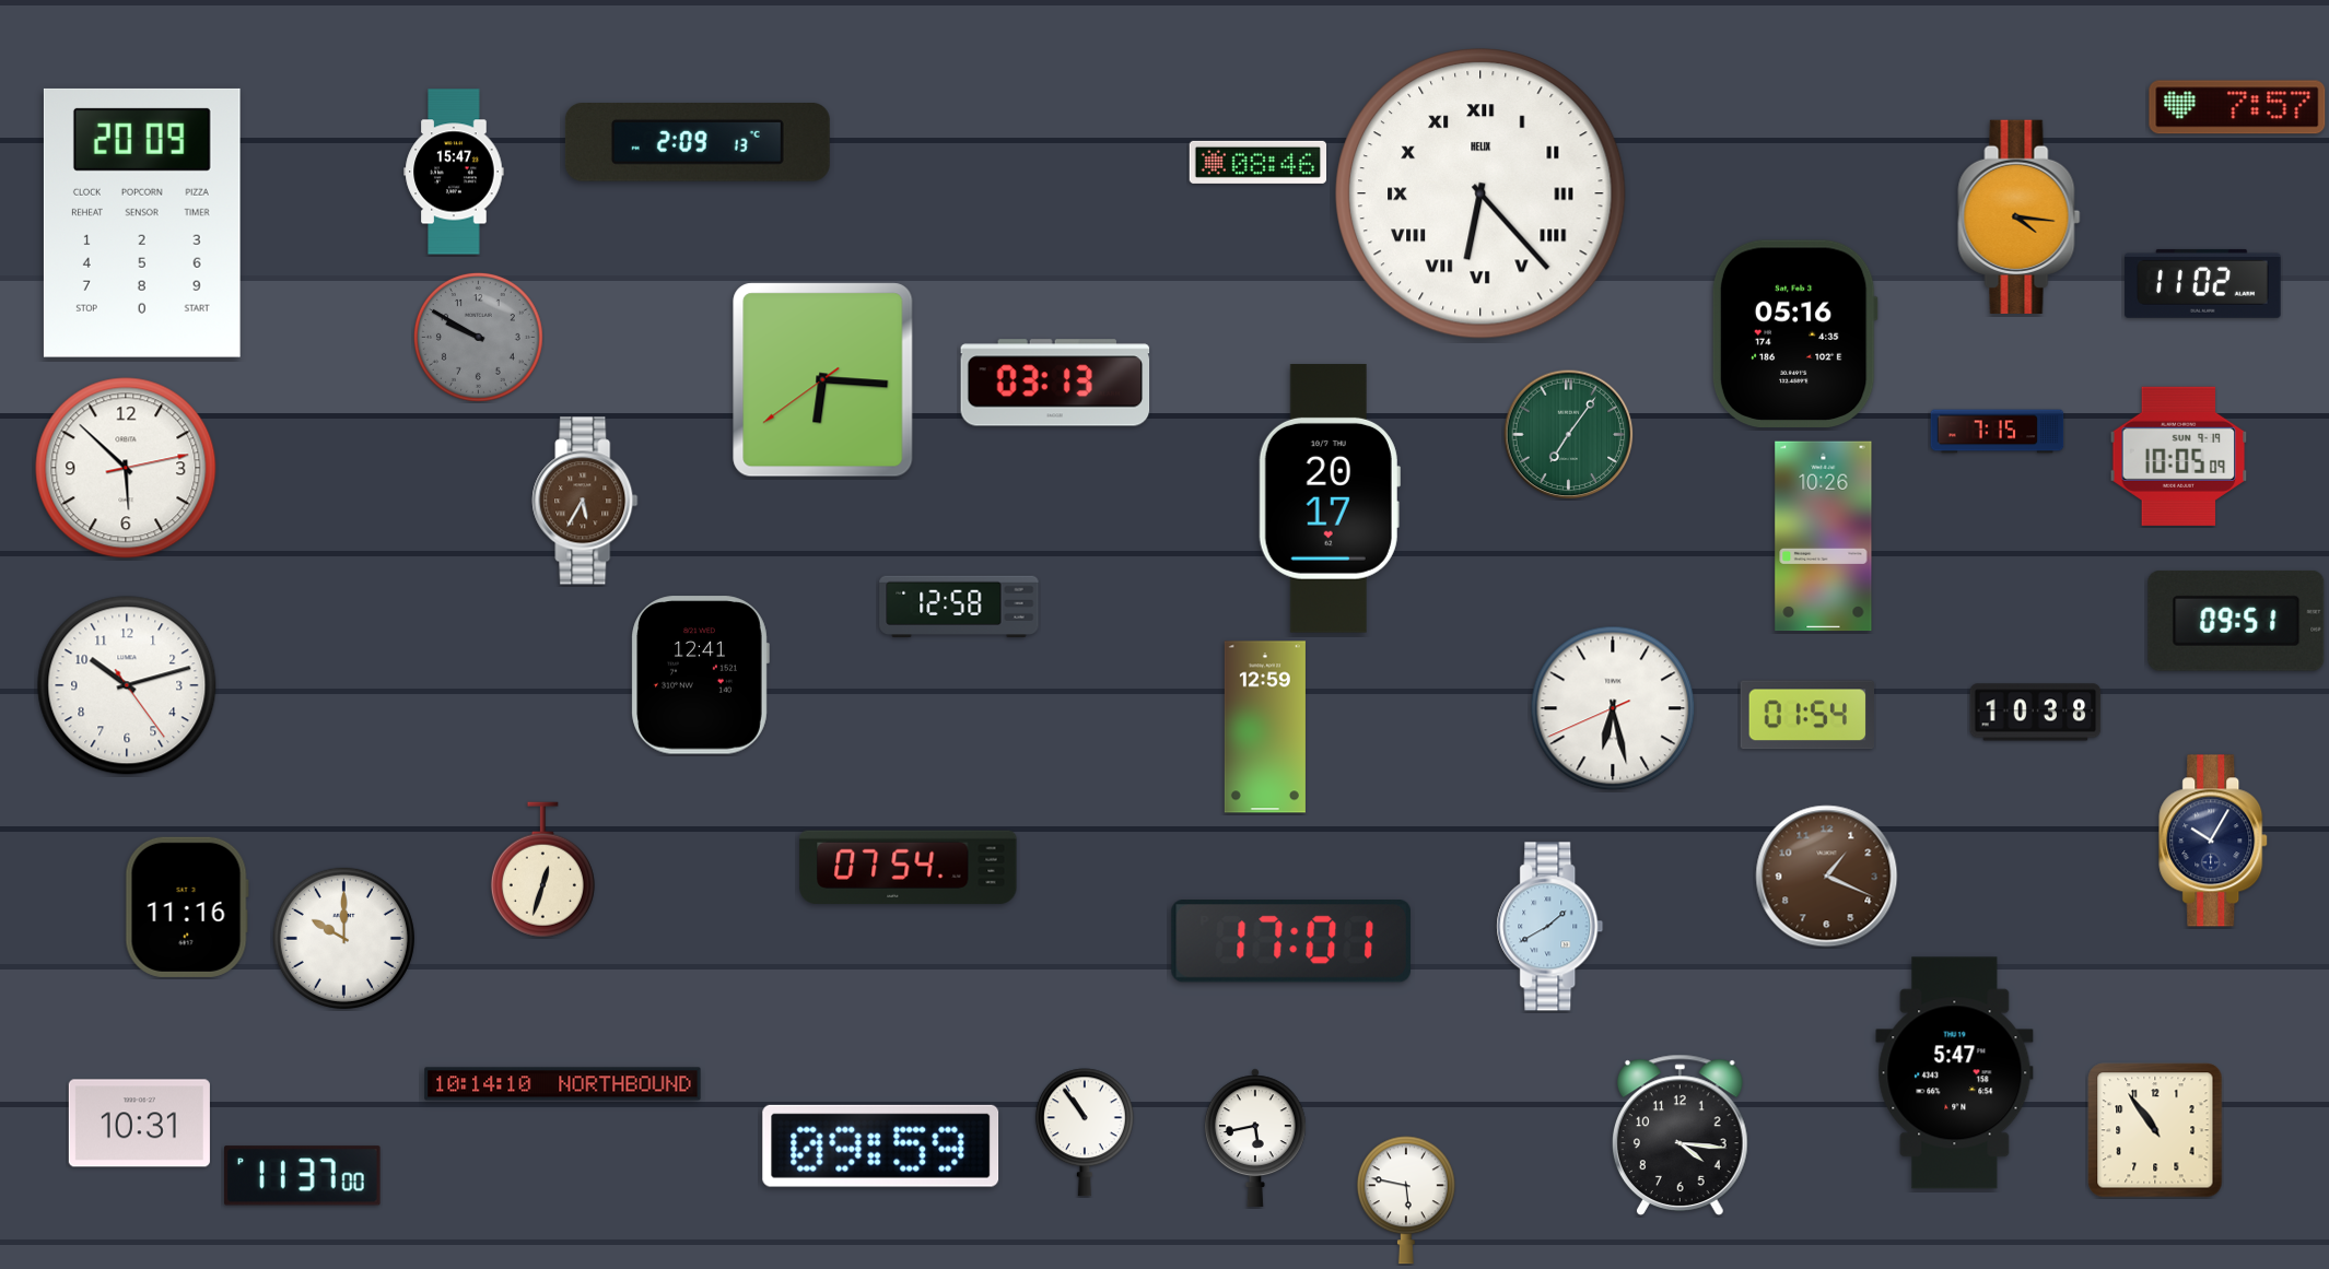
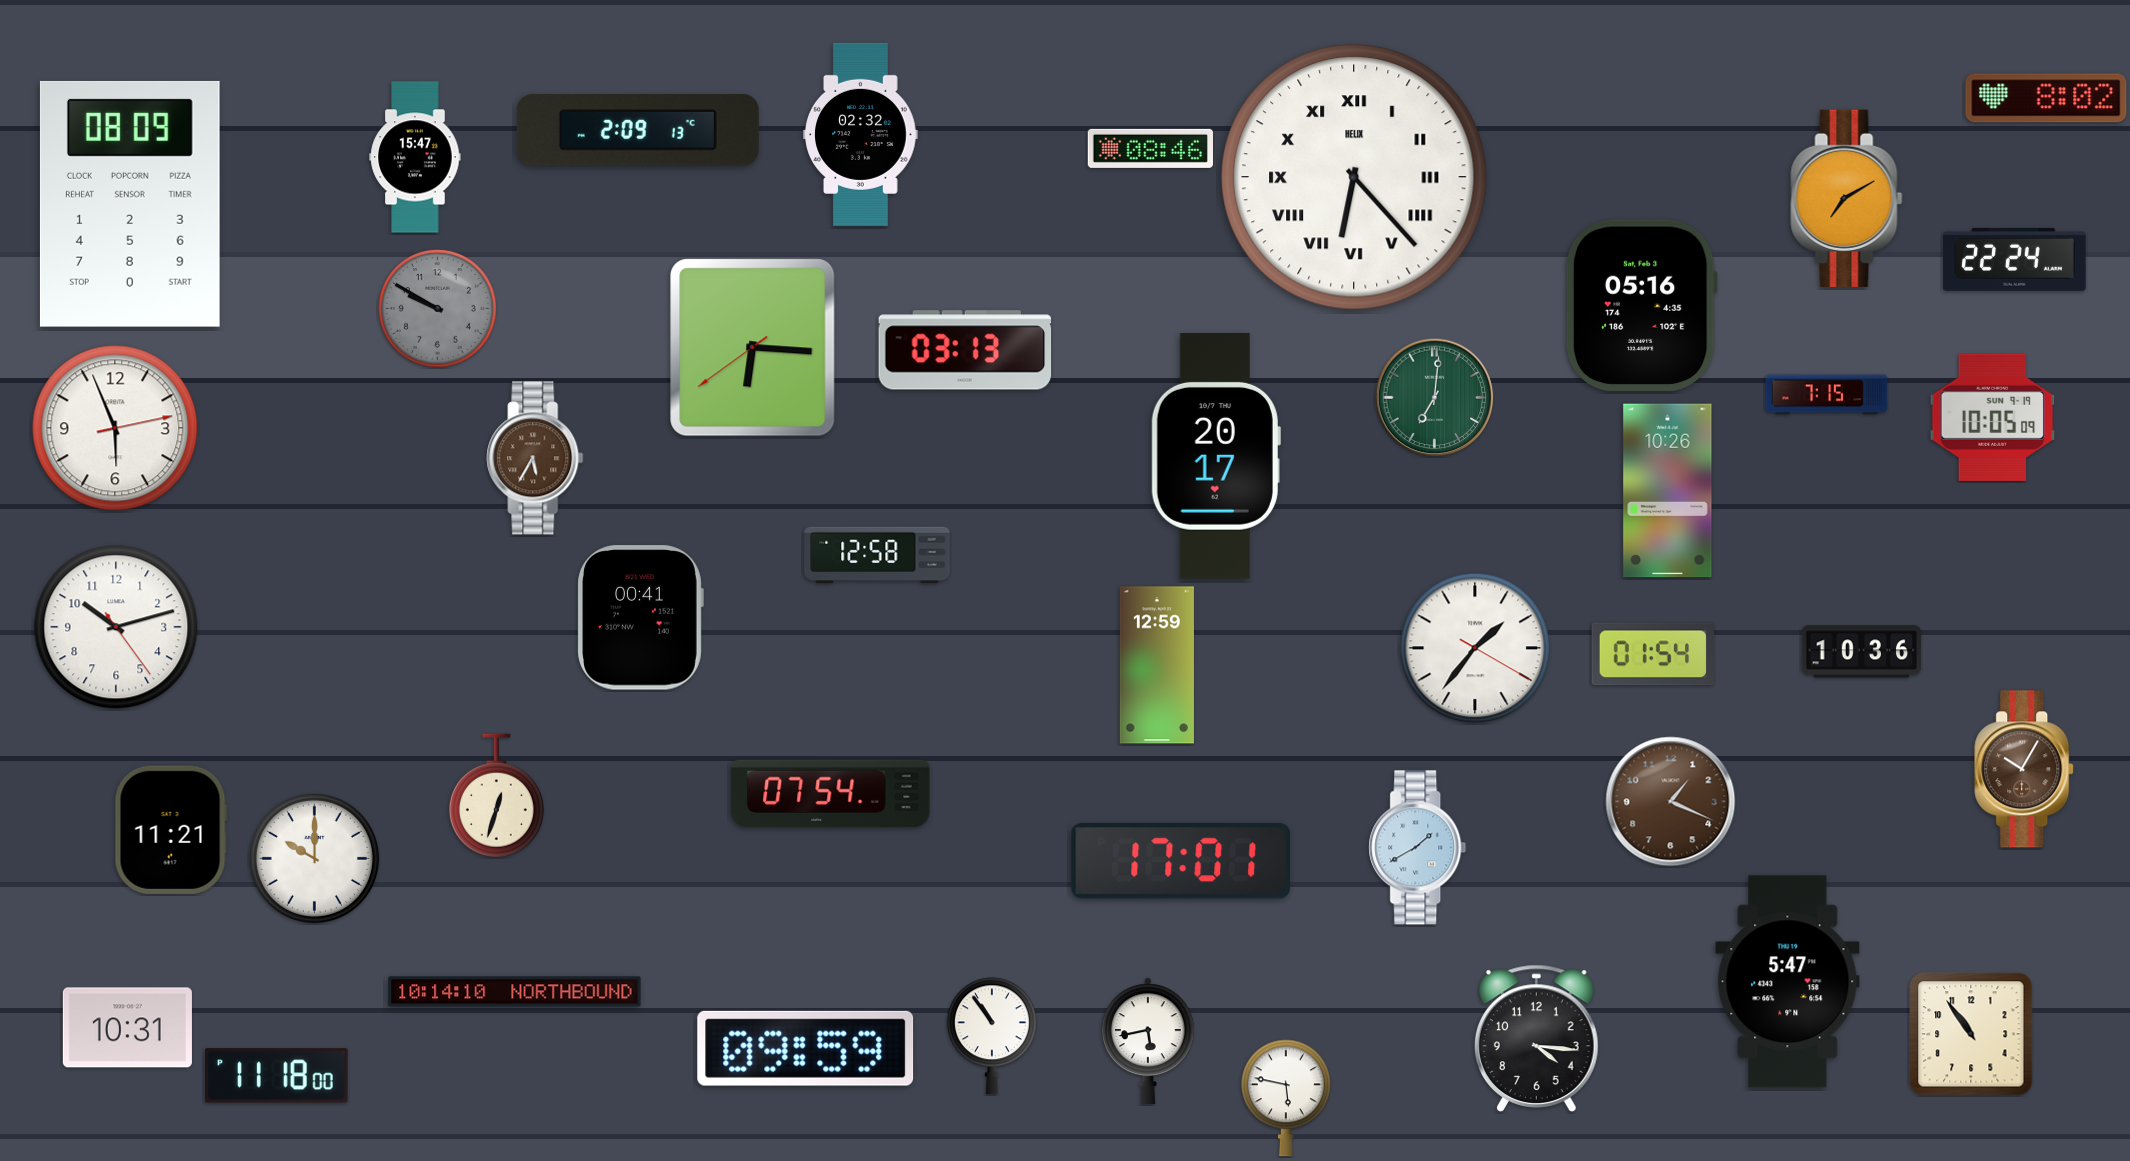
clock at (2237, 107): 7:57 -> 8:02
clock at (861, 134): none -> 02:32
clock at (2020, 216): 4:16 -> 7:10
clock at (142, 223): 20:09 -> 08:09
clock at (2203, 283): 11:02 -> 22:24
clock at (1568, 434): 7:06 -> 7:01
clock at (126, 468): 5:52 -> 5:56
clock at (2236, 621): 09:51 -> none
clock at (700, 675): 12:41 -> 00:41
clock at (1613, 708): 6:27 -> 1:36
clock at (2036, 713): 10:38 -> 10:36
clock at (2214, 841) dial: navy -> brown
clock at (187, 907): 11:16 -> 11:21
clock at (303, 1176): 11:37 -> 11:18
